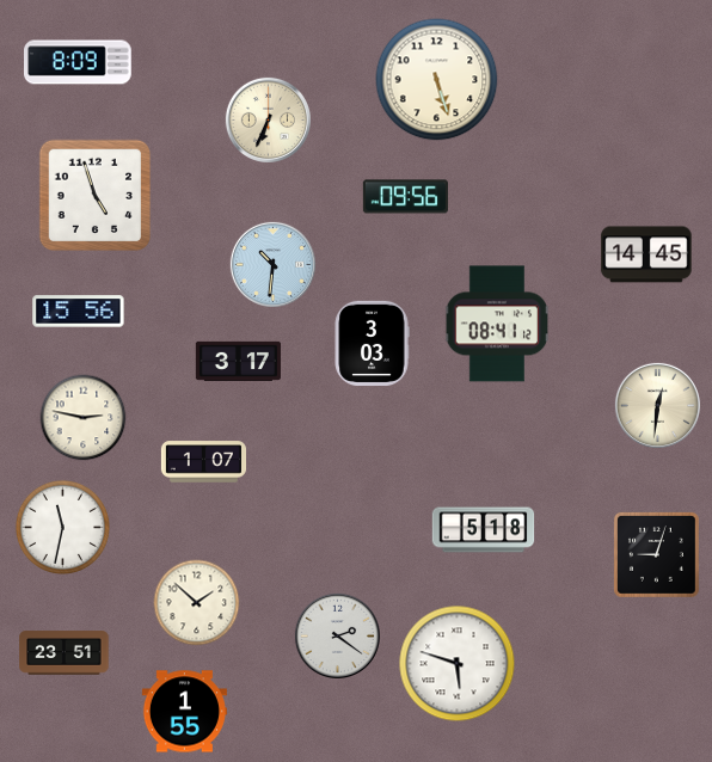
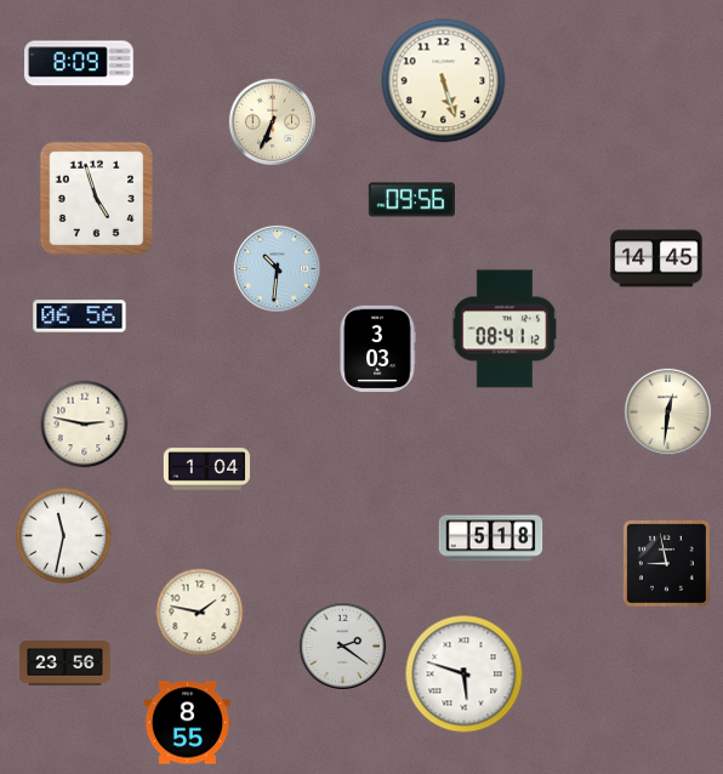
clock at (79, 312): 15:56 -> 06:56
clock at (238, 361): 3:17 -> none
clock at (203, 462): 1:07 -> 1:04
clock at (656, 554): 9:03 -> 8:58
clock at (197, 603): 1:52 -> 1:47
clock at (65, 653): 23:51 -> 23:56
clock at (184, 712): 1:55 -> 8:55
